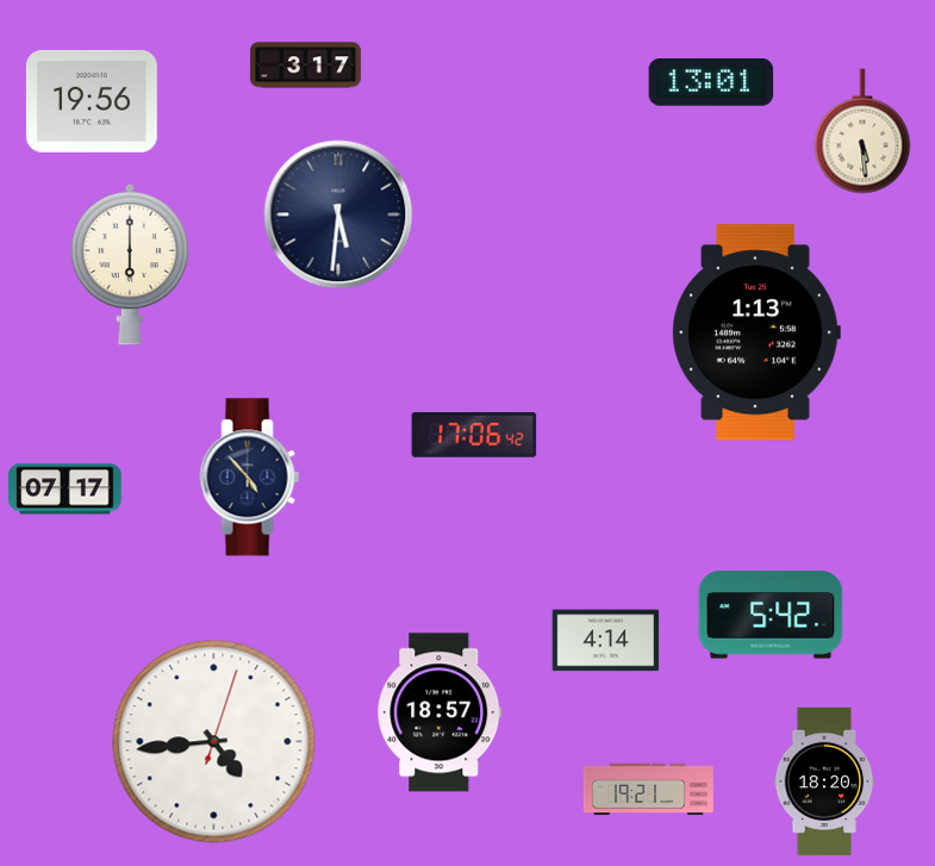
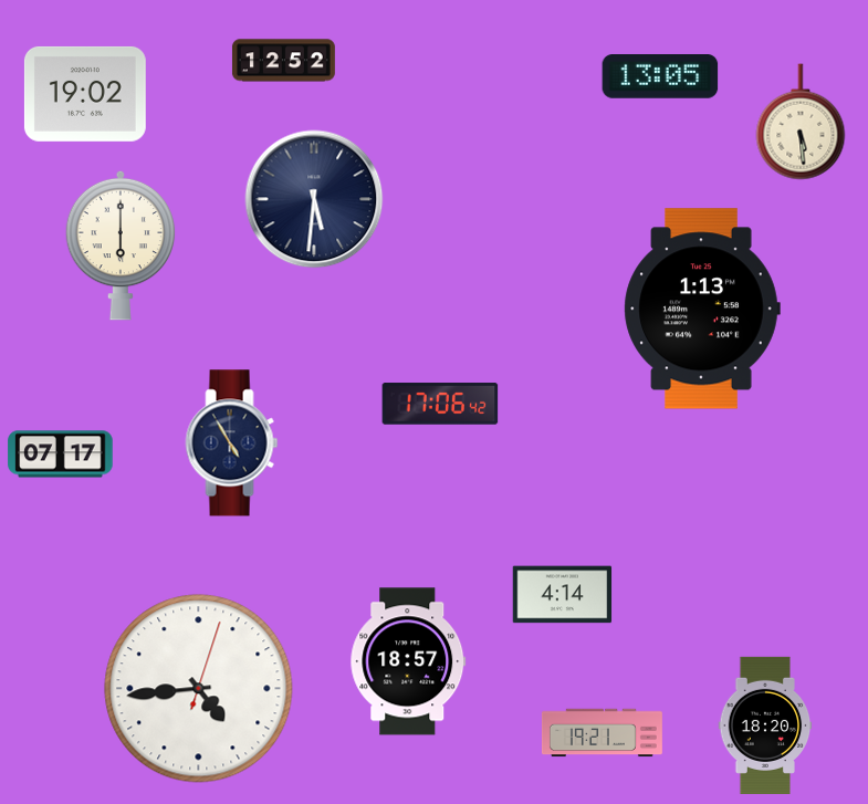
clock at (305, 66): 3:17 -> 12:52
clock at (711, 83): 13:01 -> 13:05
clock at (92, 101): 19:56 -> 19:02
clock at (250, 478): 4:53 -> 4:55
clock at (771, 615): 5:42 -> none
